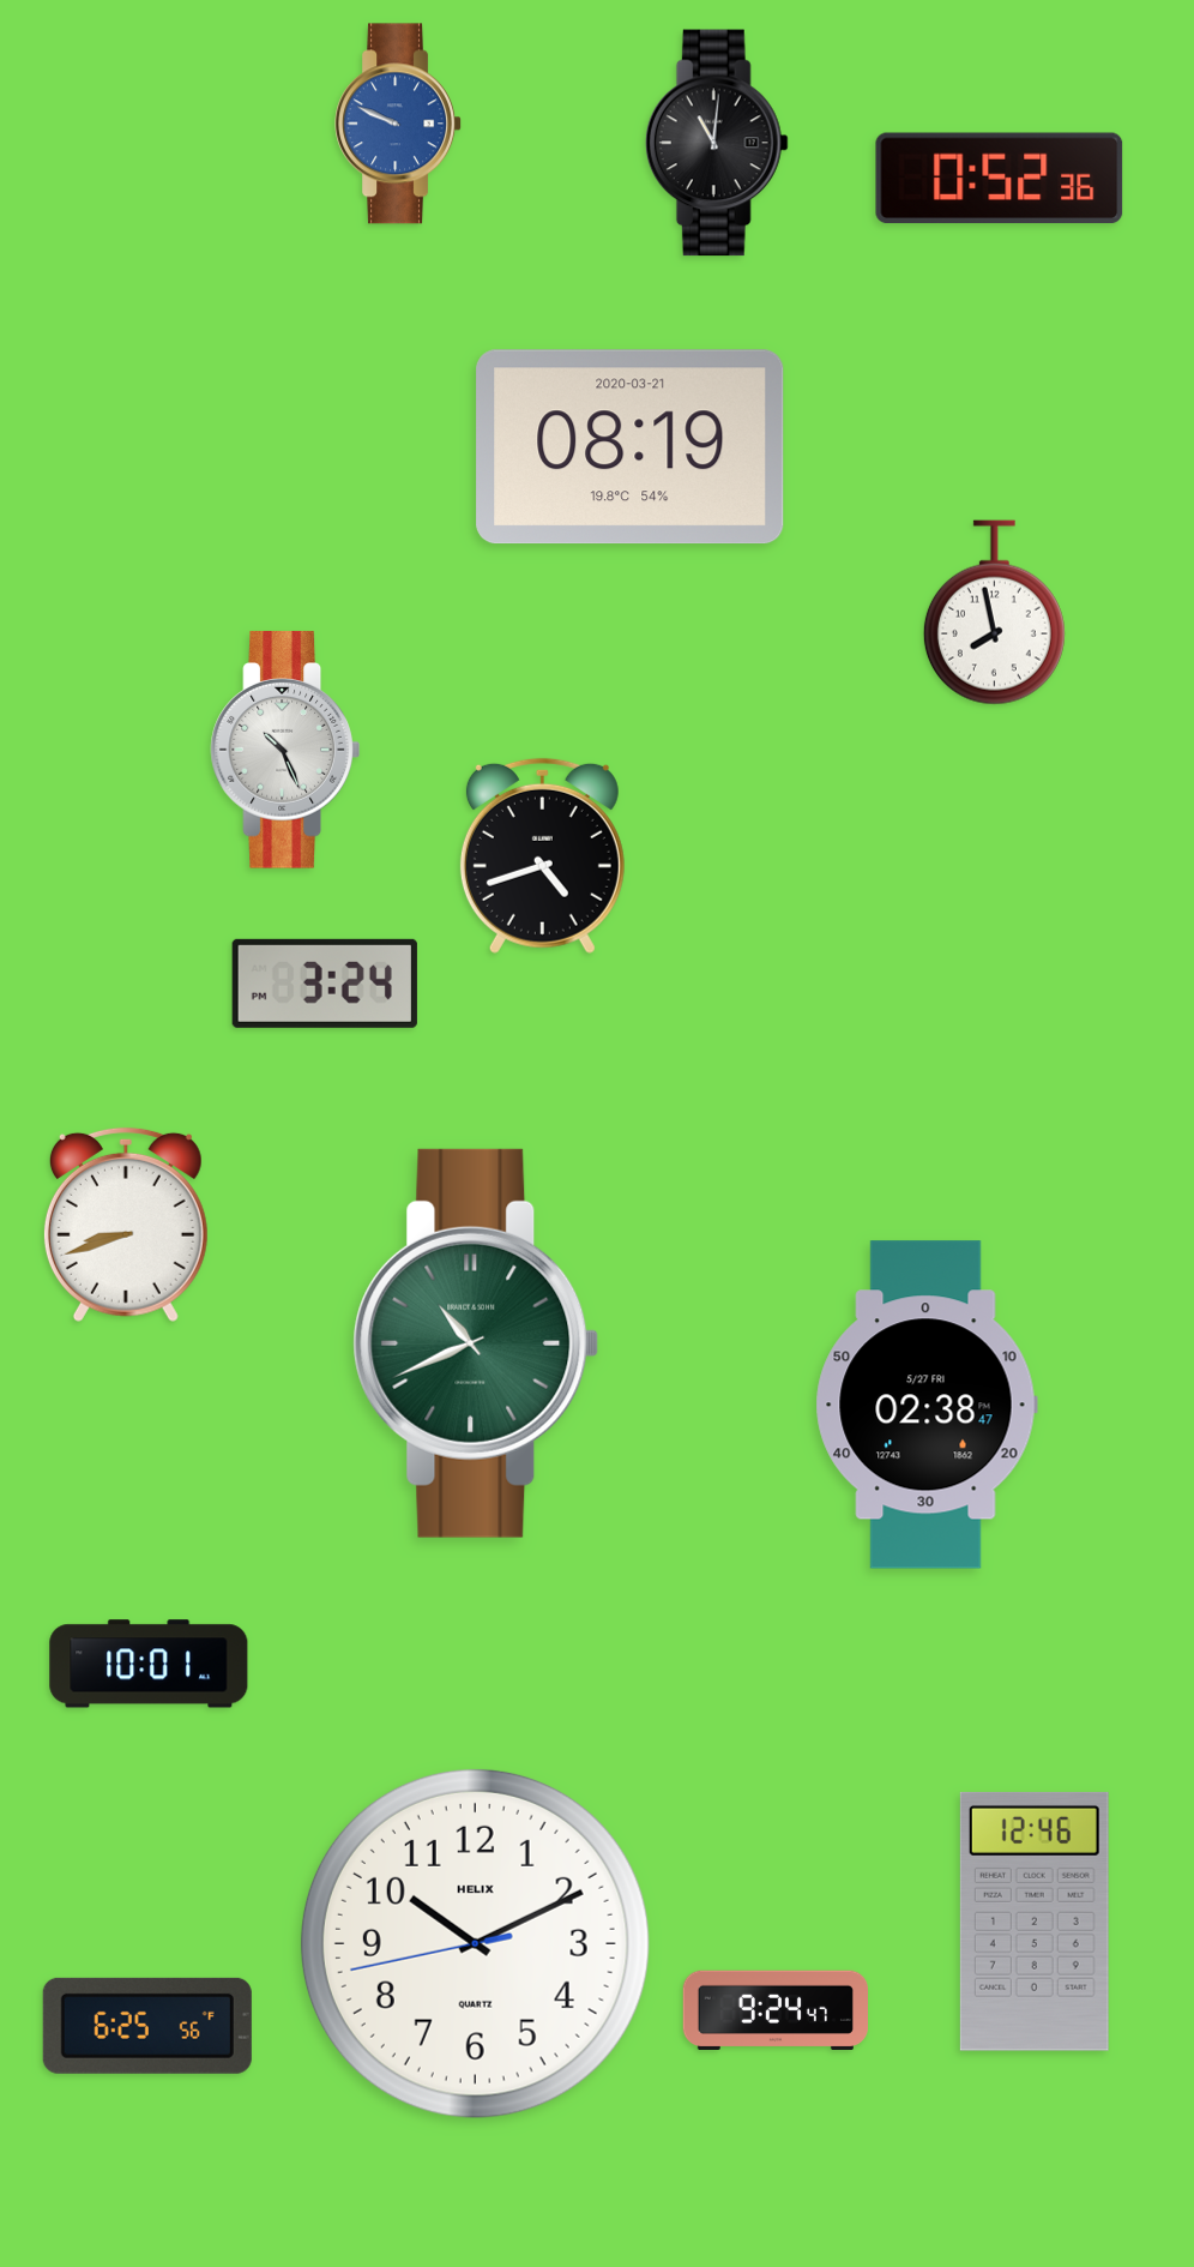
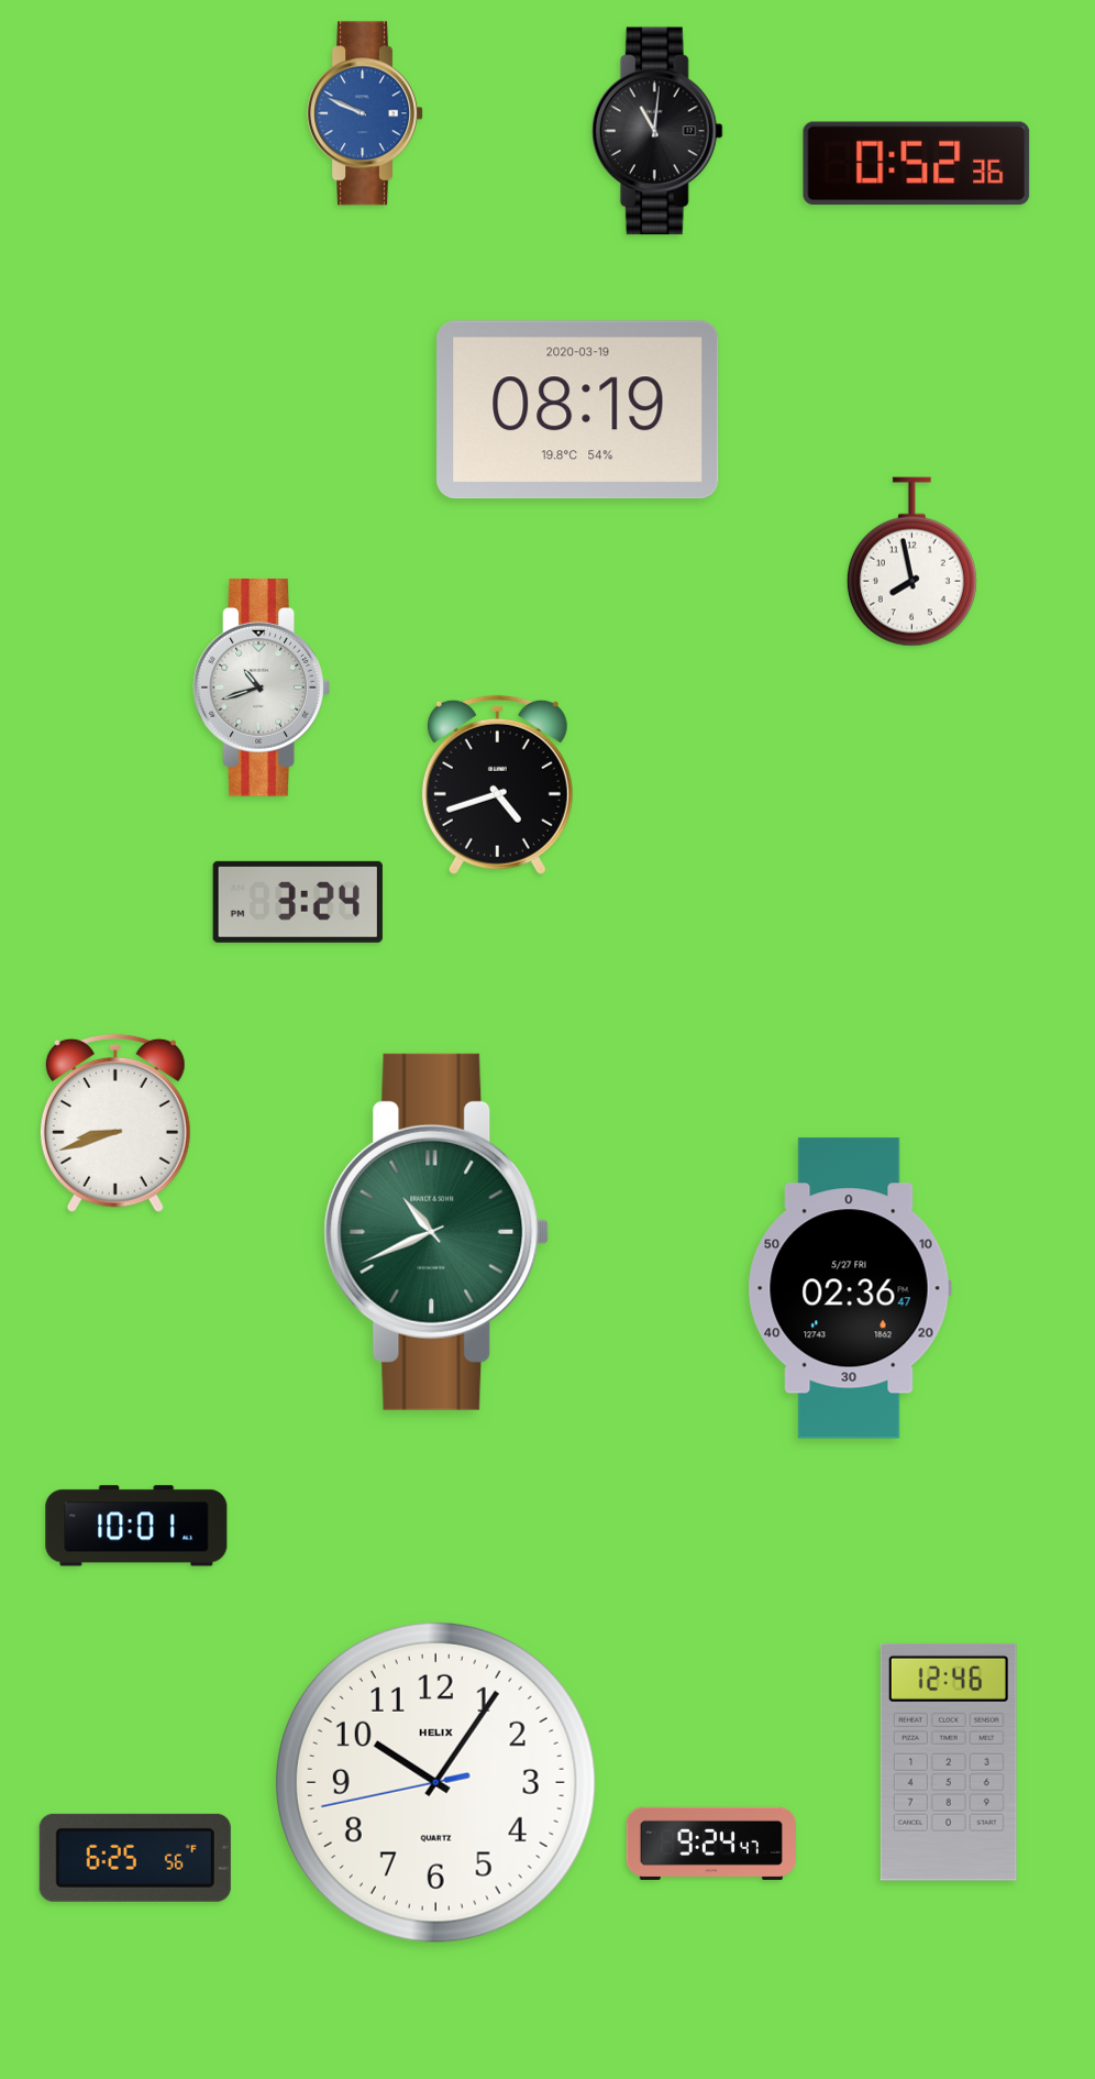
clock at (631, 447) date: 2020-03-21 -> 2020-03-19
clock at (285, 750): 10:26 -> 10:42
clock at (927, 1405): 02:38 -> 02:36
clock at (475, 1943): 10:10 -> 10:05
